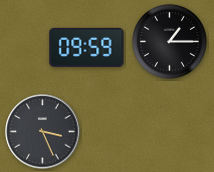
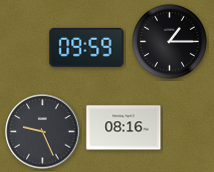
clock at (124, 128): none -> 08:16
clock at (43, 132): 3:26 -> 9:26
